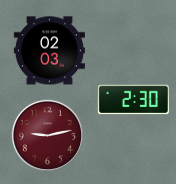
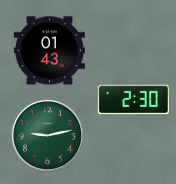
clock at (49, 51): 02:03 -> 01:43
clock at (47, 135) dial: burgundy -> green
